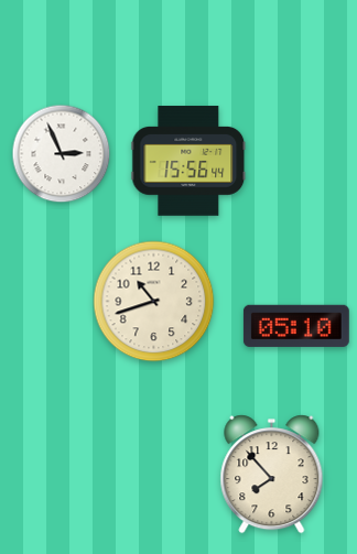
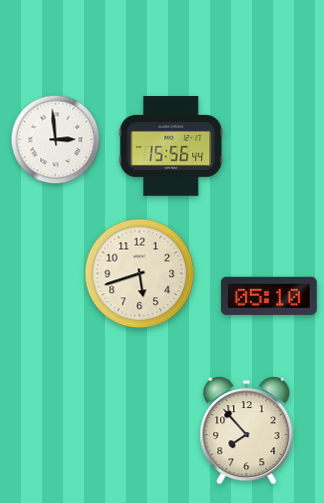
clock at (62, 154): 2:56 -> 2:59
clock at (154, 302): 10:42 -> 5:42
